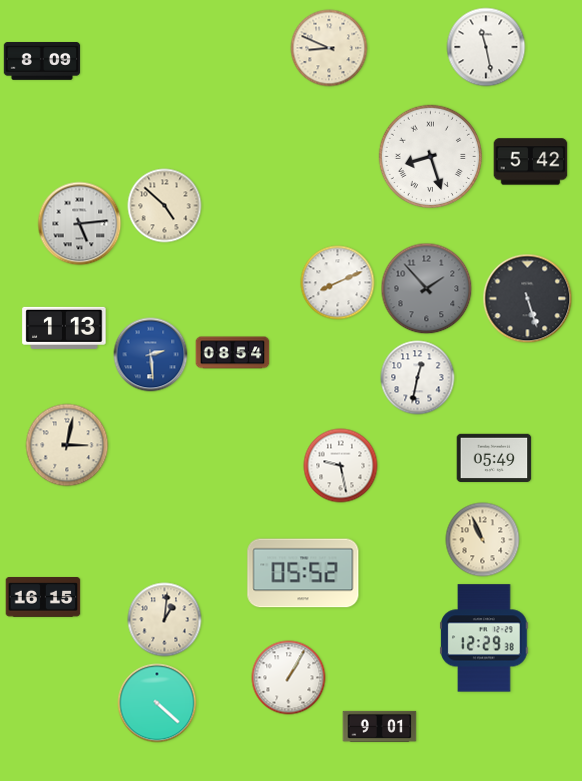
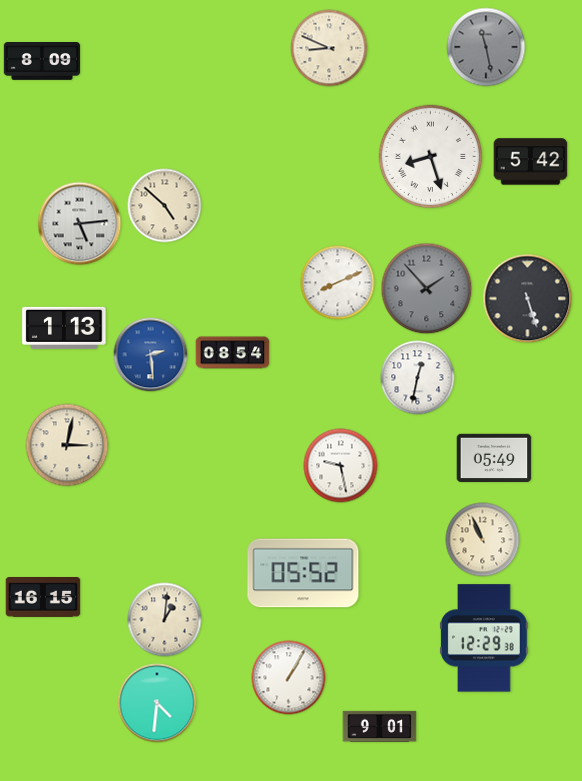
clock at (486, 47) dial: white -> grey
clock at (157, 703): 4:22 -> 4:31
